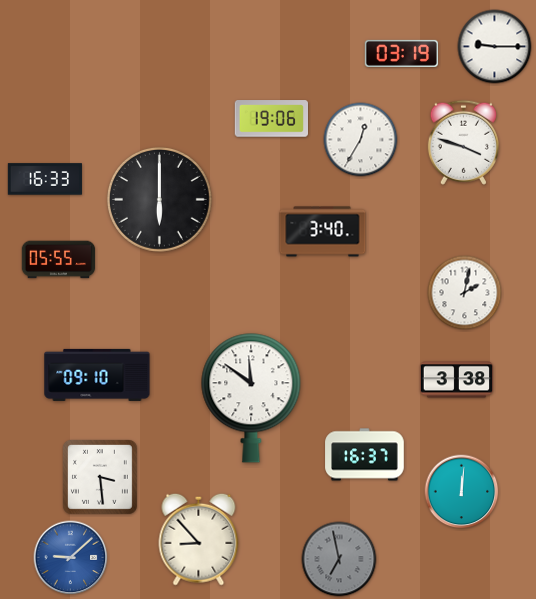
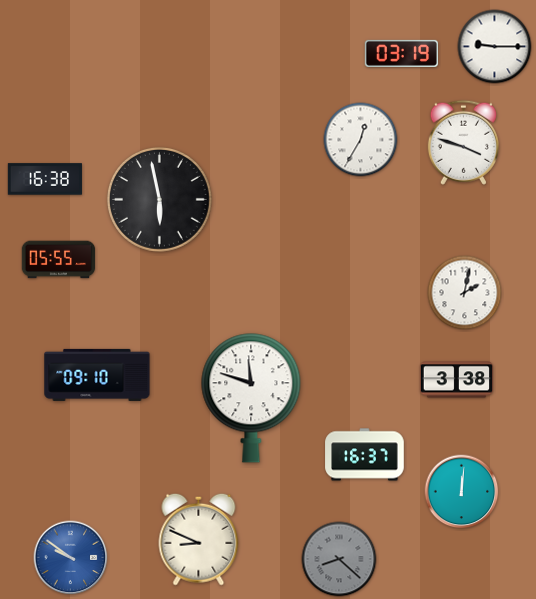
clock at (271, 119): 19:06 -> none
clock at (45, 179): 16:33 -> 16:38
clock at (159, 199): 6:00 -> 5:58
clock at (323, 232): 3:40 -> none
clock at (251, 398): 11:51 -> 11:48
clock at (100, 477): 3:29 -> none
clock at (199, 539): 8:53 -> 8:49
clock at (71, 558): 9:08 -> 9:51
clock at (339, 559): 6:58 -> 8:22
